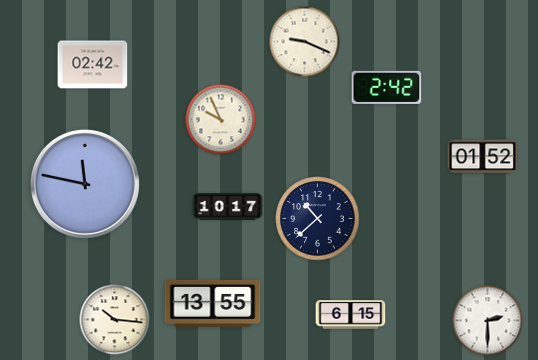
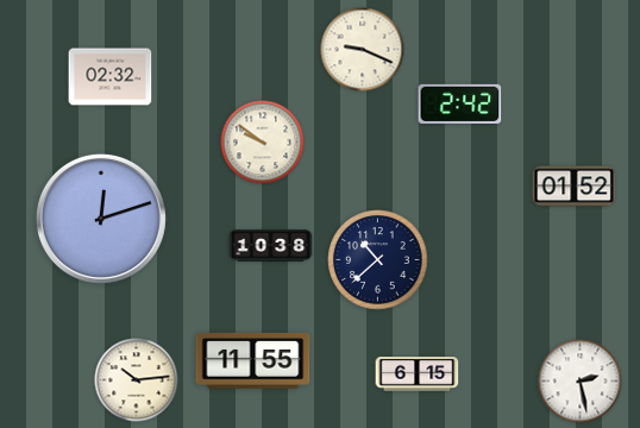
clock at (93, 65): 02:42 -> 02:32
clock at (221, 120): 9:56 -> 9:51
clock at (85, 184): 11:47 -> 12:12
clock at (228, 207): 10:17 -> 10:38
clock at (213, 303): 13:55 -> 11:55
clock at (115, 320): 10:16 -> 10:14
clock at (488, 321): 2:30 -> 2:28
